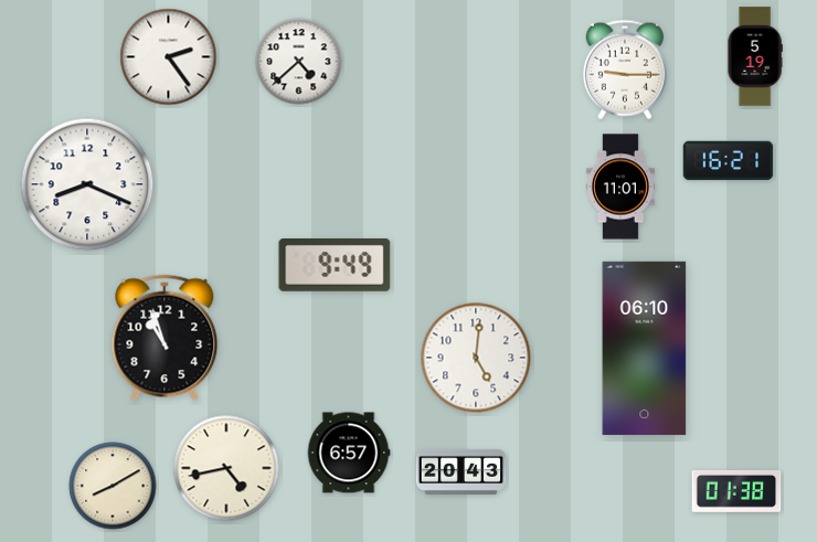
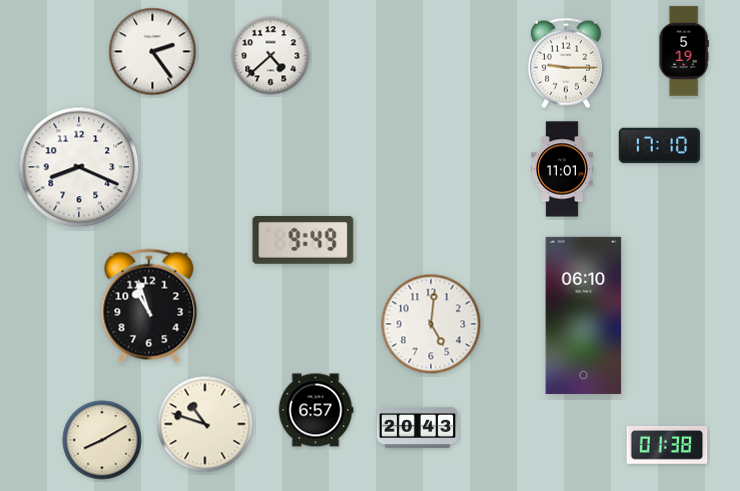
clock at (729, 161): 16:21 -> 17:10
clock at (226, 468): 4:43 -> 10:48
